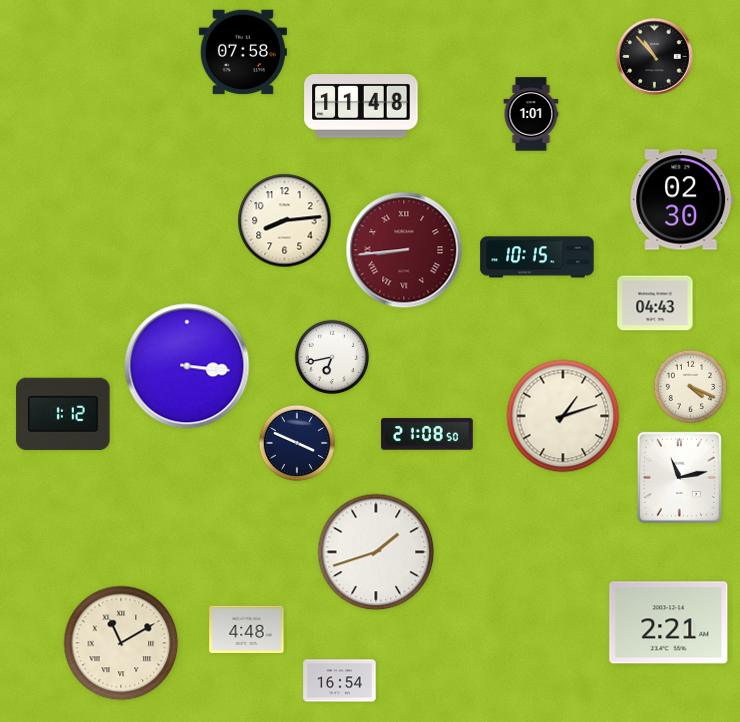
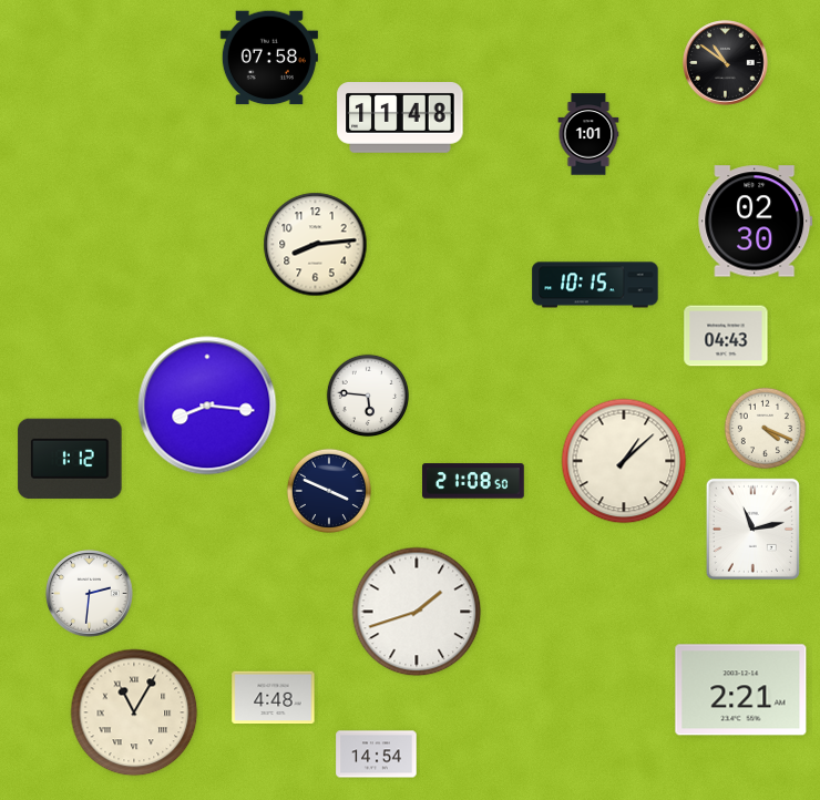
clock at (655, 57): 10:53 -> 10:51
clock at (531, 114) position: (531, 114) -> (588, 134)
clock at (404, 250): 8:44 -> none
clock at (331, 356): 6:43 -> 5:46
clock at (187, 366): 3:16 -> 8:16
clock at (563, 416): 1:12 -> 1:08
clock at (90, 594): none -> 2:31
clock at (121, 643): 11:10 -> 11:05
clock at (340, 681): 16:54 -> 14:54
